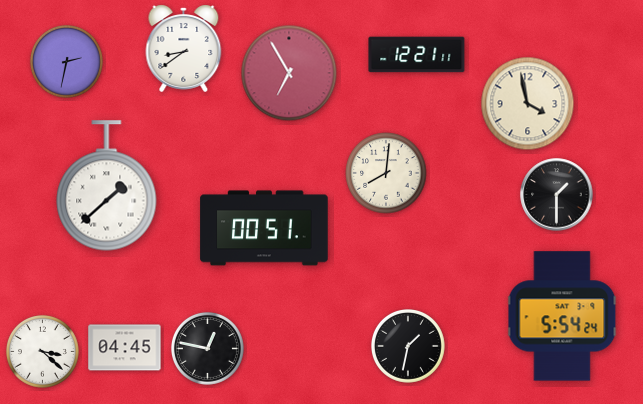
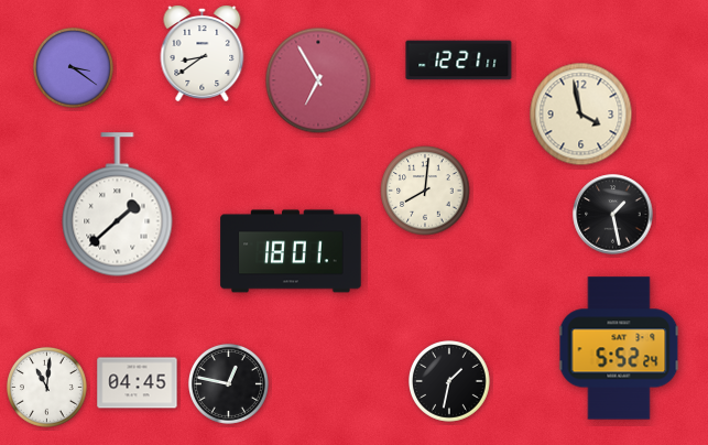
clock at (66, 61): 2:32 -> 3:21
clock at (557, 195): 1:30 -> 1:28
clock at (264, 228): 00:51 -> 18:01
clock at (562, 316): 5:54 -> 5:52
clock at (42, 351): 3:22 -> 11:01
